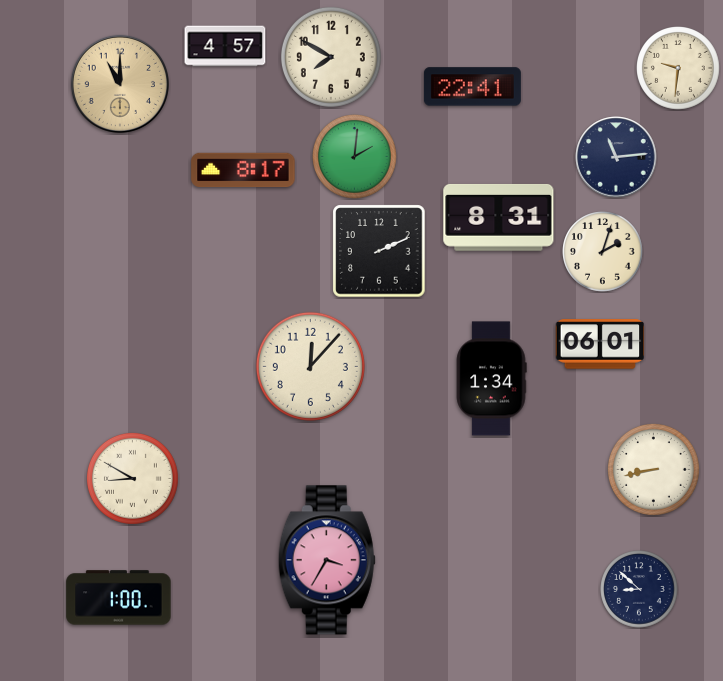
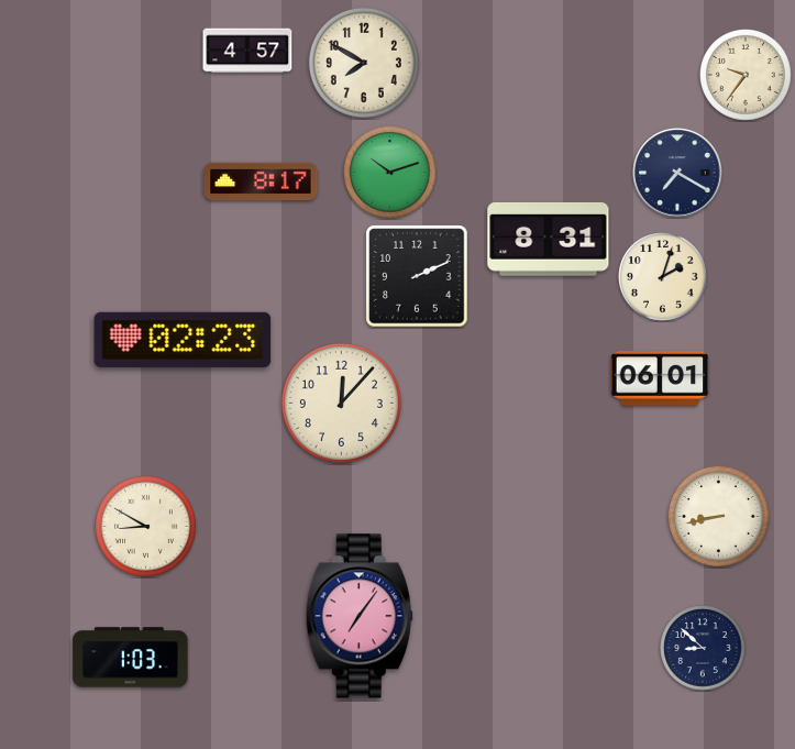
clock at (679, 69): 9:31 -> 9:36
clock at (120, 84): 11:00 -> none
clock at (472, 87): 22:41 -> none
clock at (355, 157): 2:01 -> 10:12
clock at (616, 157): 11:14 -> 7:20
clock at (243, 170) position: (243, 170) -> (261, 181)
clock at (183, 340): none -> 02:23
clock at (491, 379): 1:34 -> none
clock at (327, 560): 3:35 -> 7:06
clock at (119, 598): 1:00 -> 1:03
